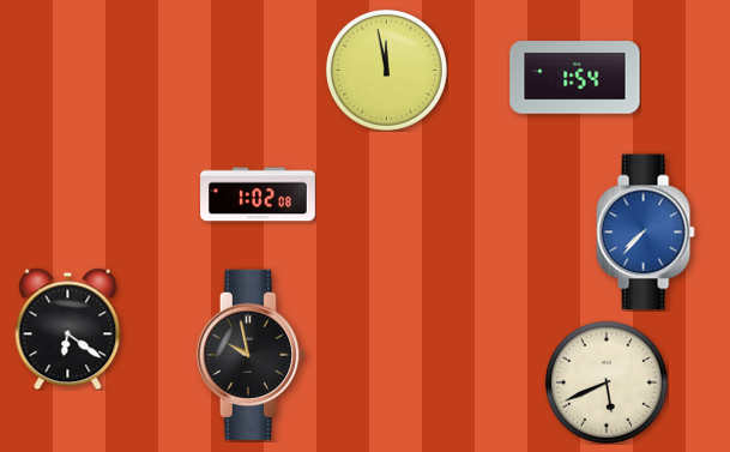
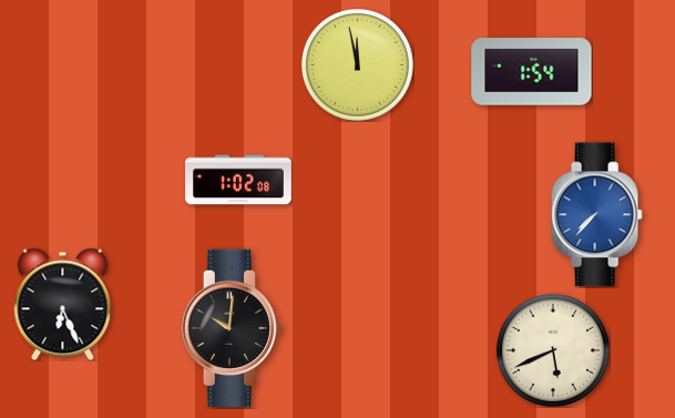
clock at (68, 329): 6:21 -> 6:26
clock at (249, 355): 9:58 -> 10:01
clock at (607, 382) position: (607, 382) -> (553, 350)
